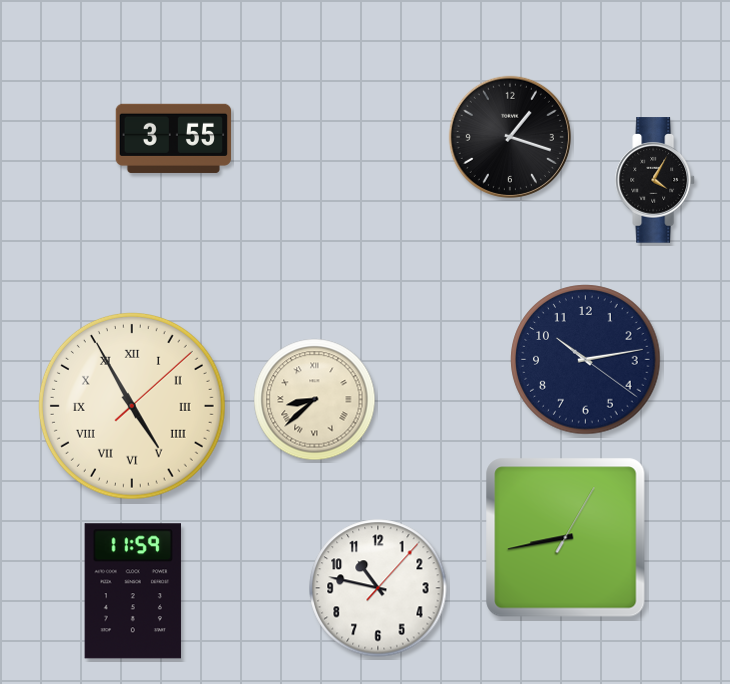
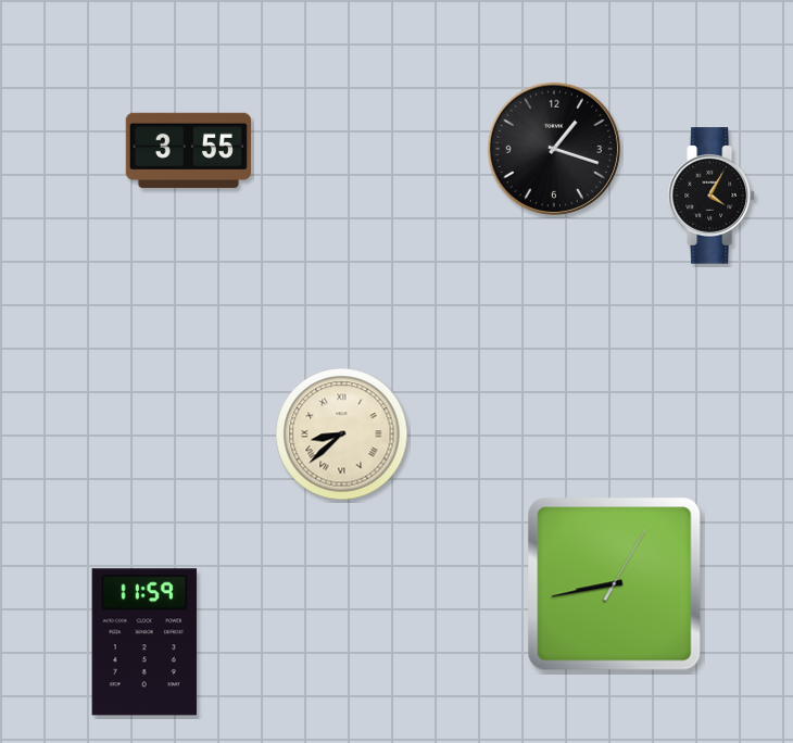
clock at (586, 360): 10:13 -> none
clock at (132, 406): 4:55 -> none
clock at (378, 588): 10:47 -> none
